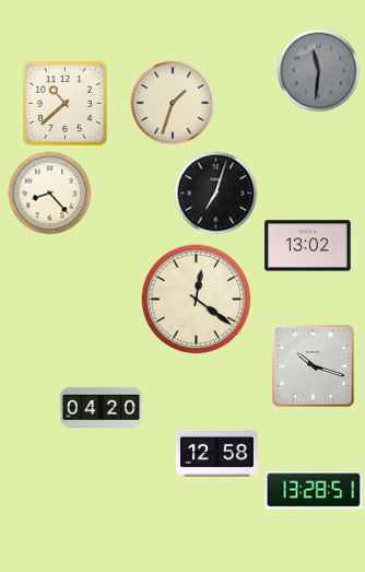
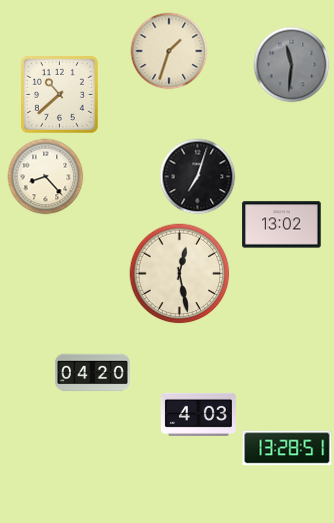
clock at (173, 103) position: (173, 103) -> (169, 51)
clock at (197, 300): 12:21 -> 12:28
clock at (314, 366): 10:18 -> none
clock at (216, 453): 12:58 -> 4:03
